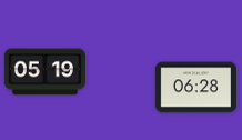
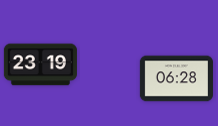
clock at (44, 72): 05:19 -> 23:19
